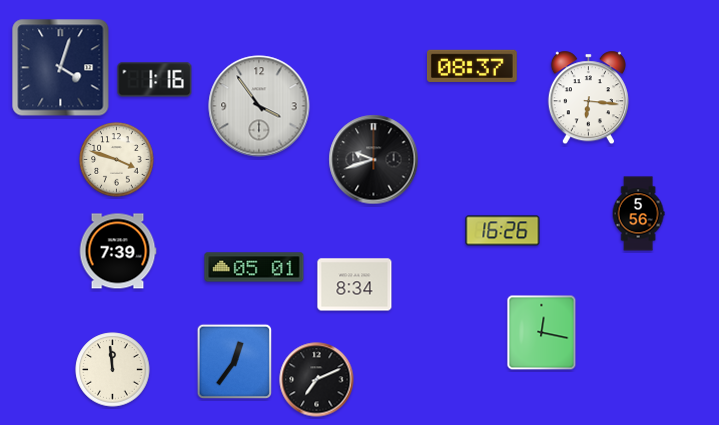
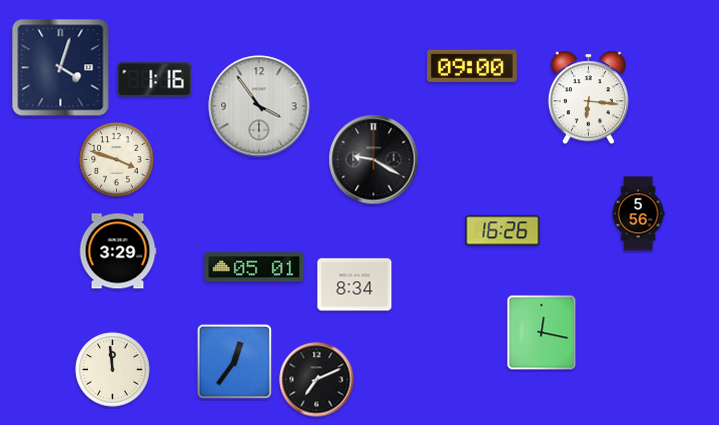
clock at (473, 66): 08:37 -> 09:00
clock at (374, 160): 9:42 -> 9:20
clock at (118, 251): 7:39 -> 3:29
